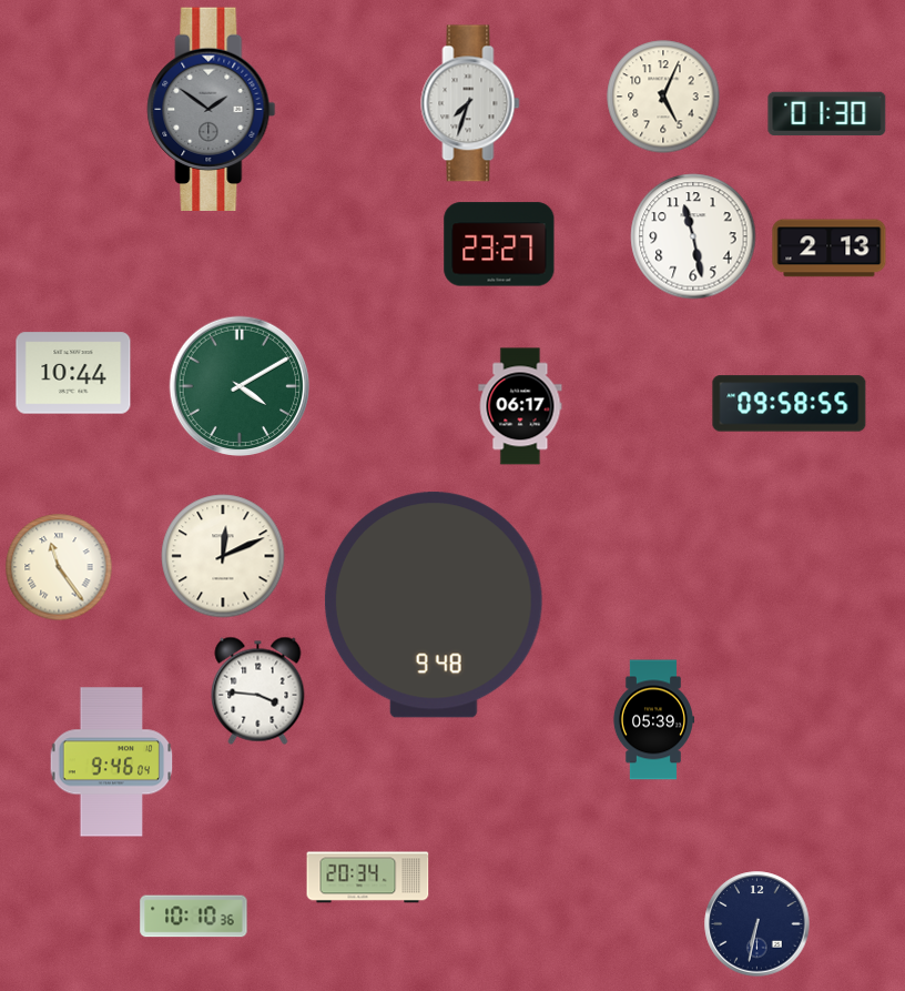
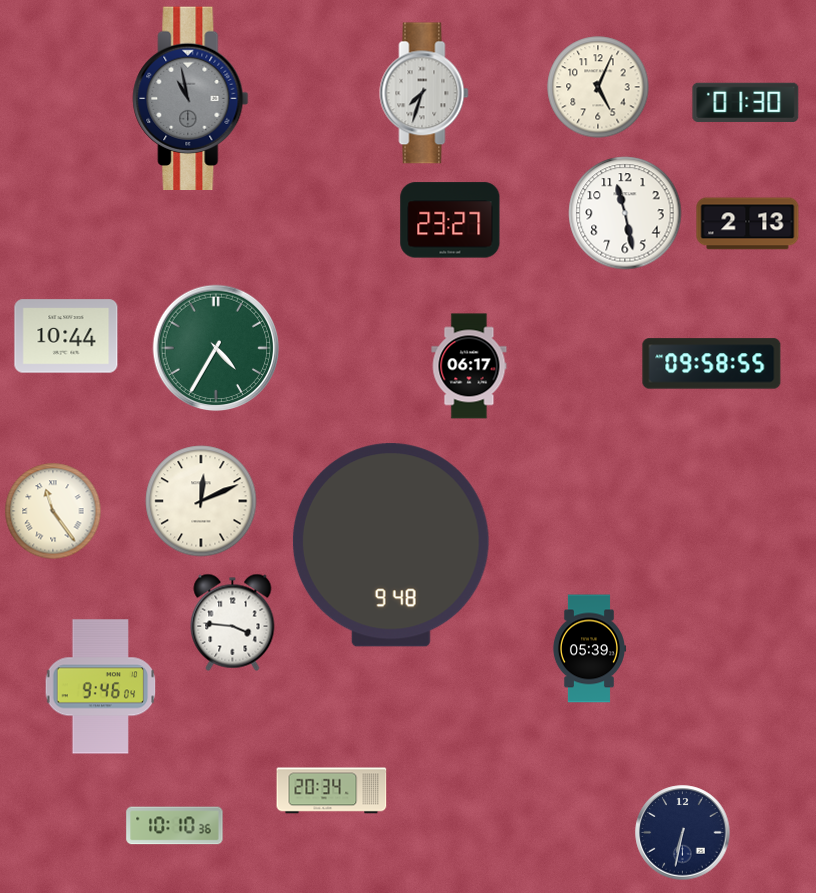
clock at (212, 110): 1:51 -> 10:58
clock at (240, 386): 4:10 -> 4:35
